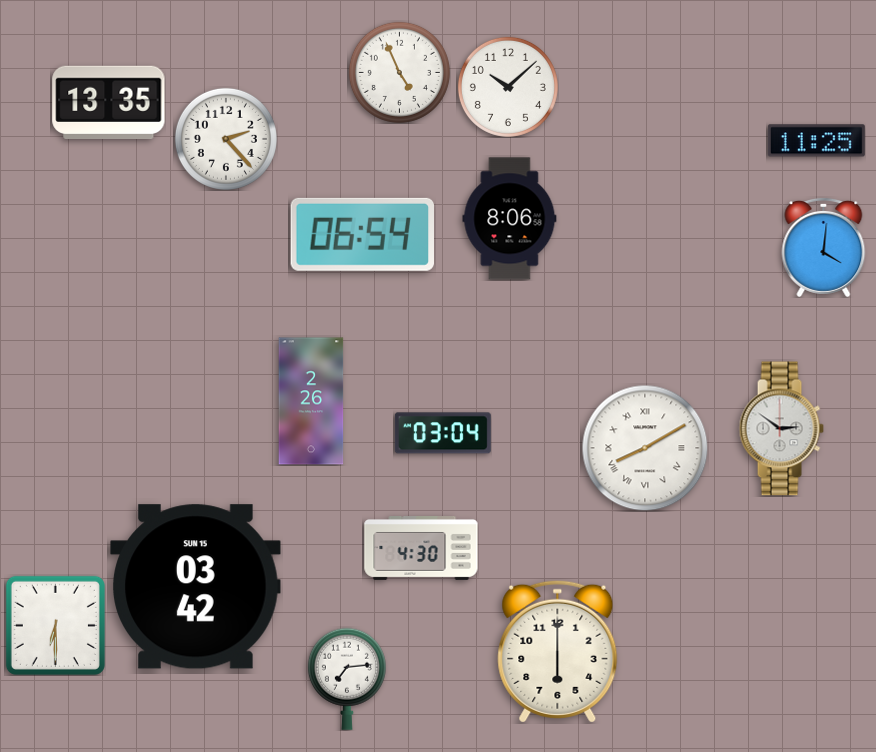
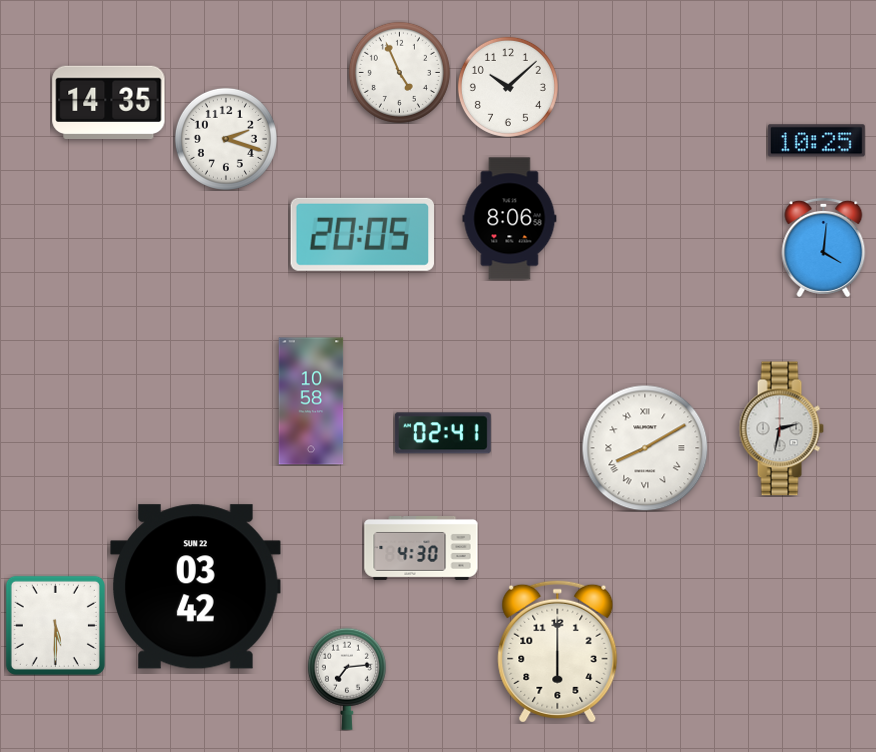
clock at (109, 102): 13:35 -> 14:35
clock at (226, 139): 2:23 -> 2:18
clock at (816, 141): 11:25 -> 10:25
clock at (362, 234): 06:54 -> 20:05
clock at (311, 401): 2:26 -> 10:58
clock at (781, 429): 2:51 -> 2:32
clock at (443, 433): 03:04 -> 02:41
clock at (196, 587) date: SUN 15 -> SUN 22
clock at (55, 625): 6:30 -> 5:30
